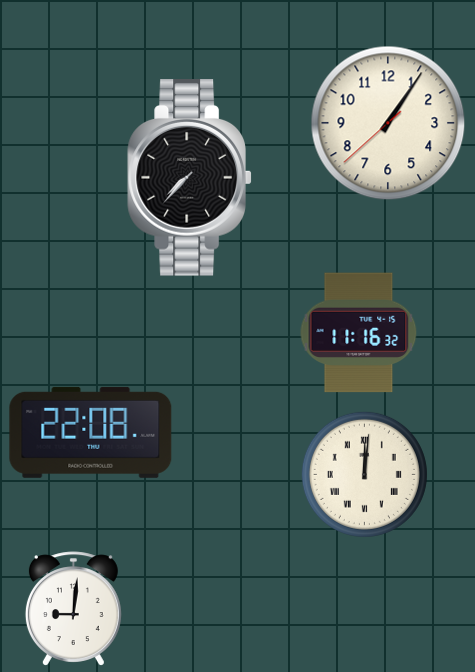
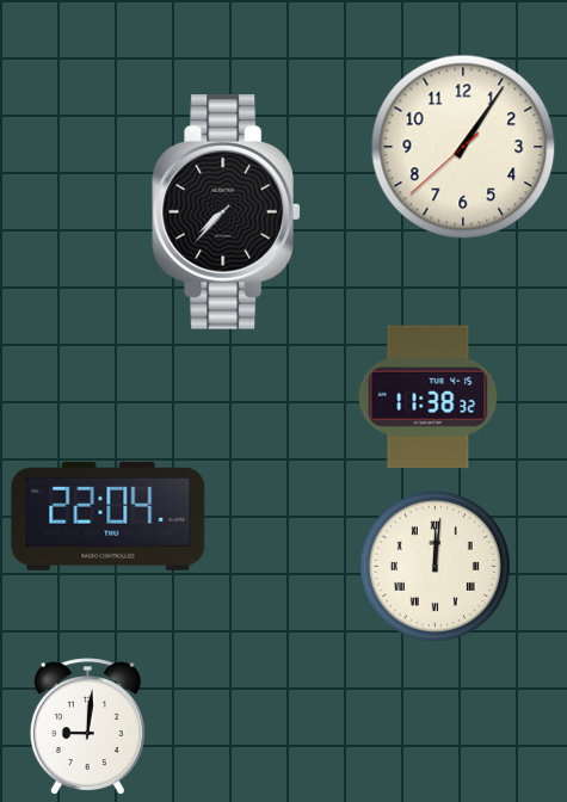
clock at (359, 333): 11:16 -> 11:38
clock at (91, 432): 22:08 -> 22:04
